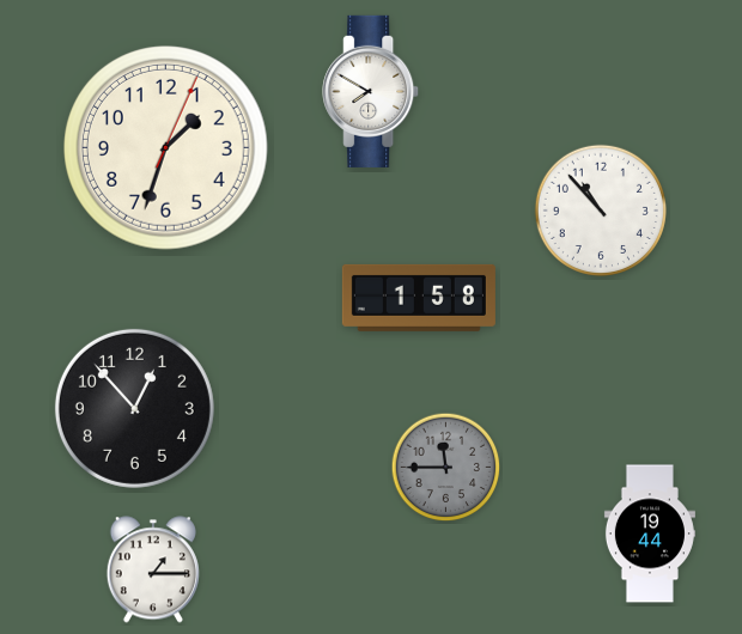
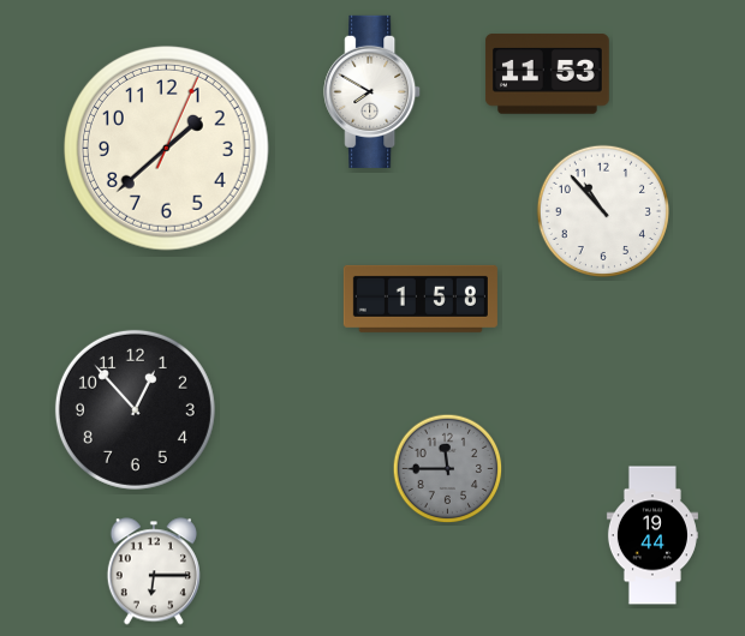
clock at (548, 74): none -> 11:53
clock at (165, 147): 1:33 -> 1:38
clock at (153, 569): 1:15 -> 6:15
